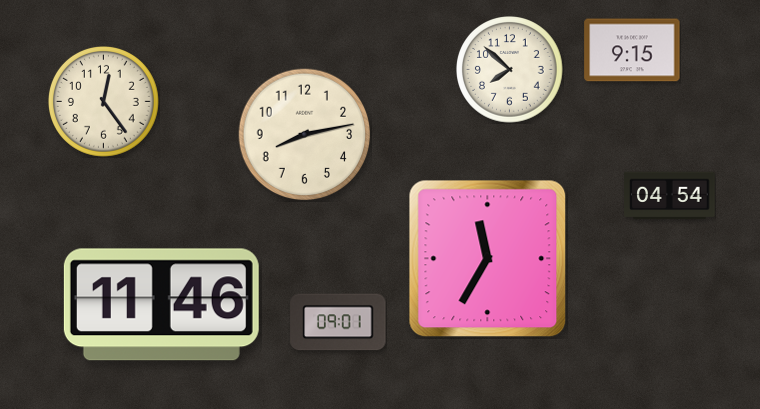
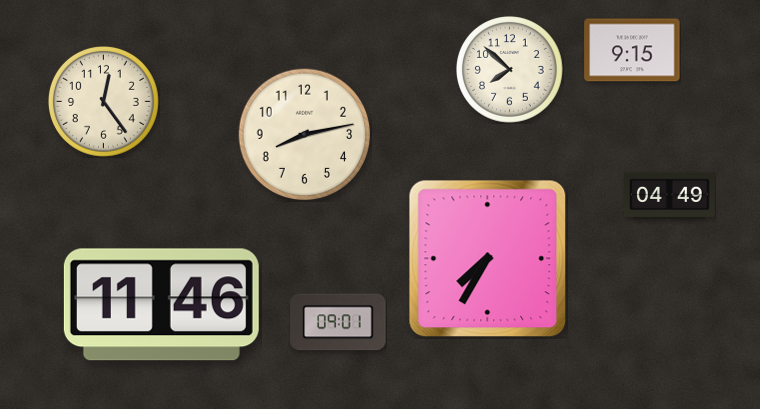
clock at (670, 196): 04:54 -> 04:49
clock at (488, 259): 11:35 -> 7:35
